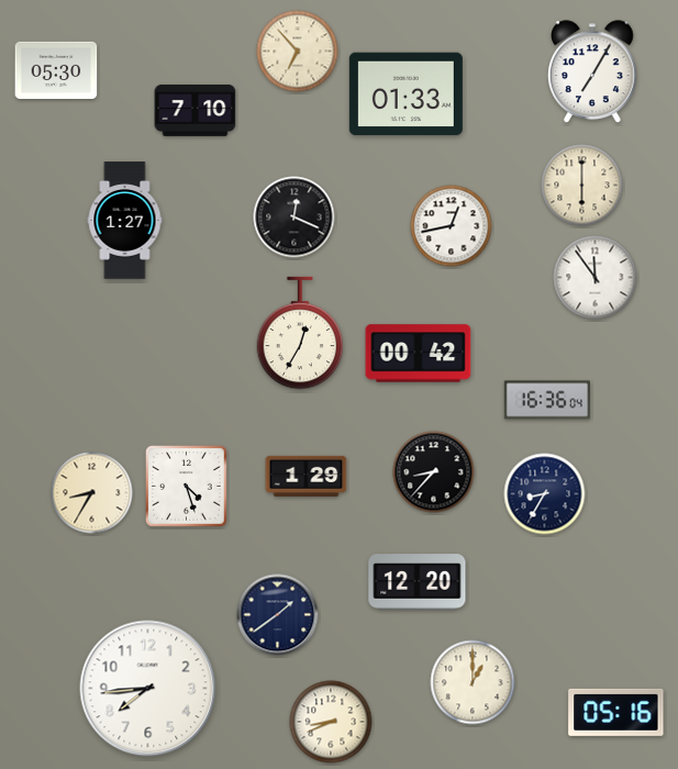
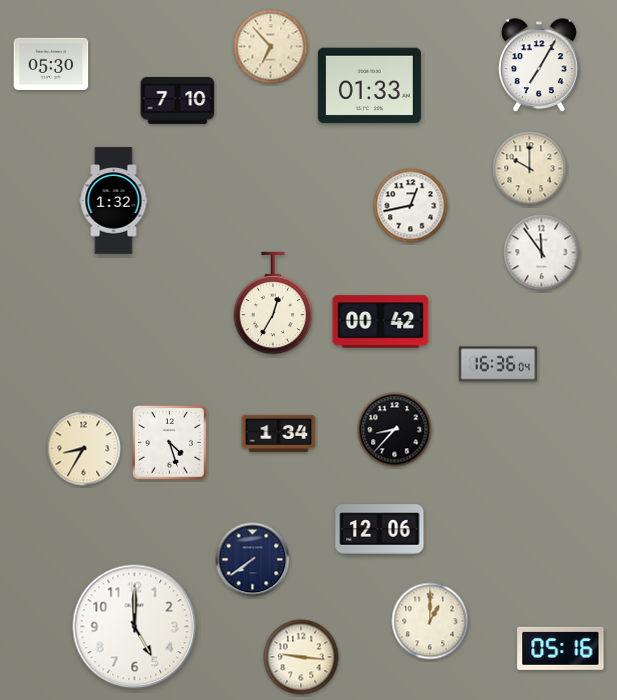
clock at (582, 186): 6:00 -> 10:00
clock at (294, 218): 12:19 -> none
clock at (125, 221): 1:27 -> 1:32
clock at (307, 476): 1:29 -> 1:34
clock at (545, 494): 8:35 -> none
clock at (418, 582): 12:20 -> 12:06
clock at (278, 615): 1:39 -> 7:39
clock at (148, 689): 7:44 -> 5:00
clock at (331, 722): 8:41 -> 9:16
